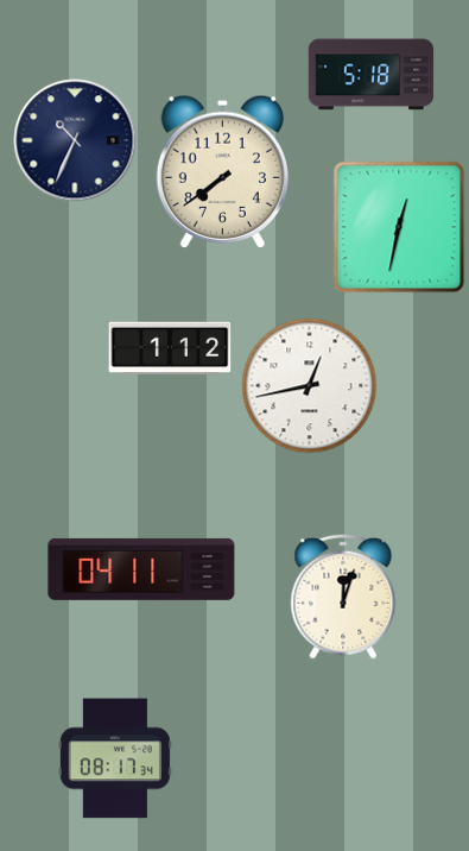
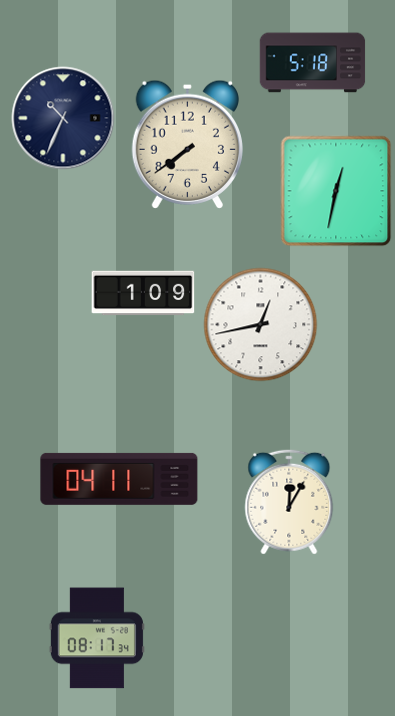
clock at (170, 348): 1:12 -> 1:09
clock at (343, 597): 12:03 -> 12:05
